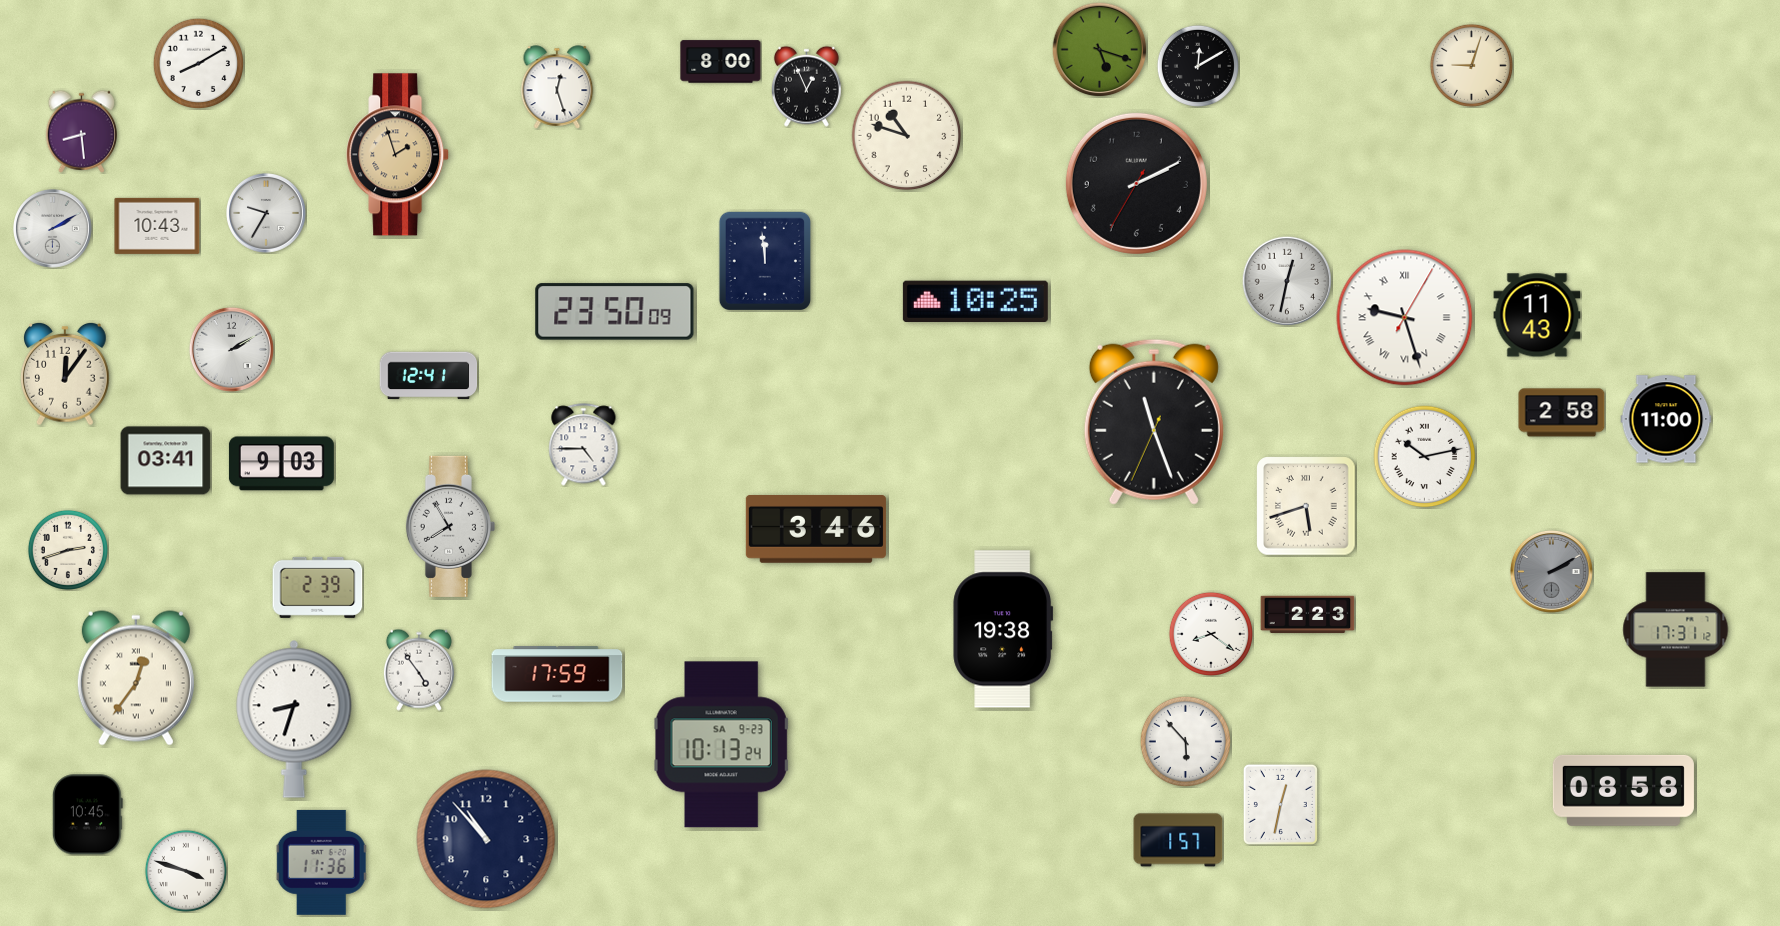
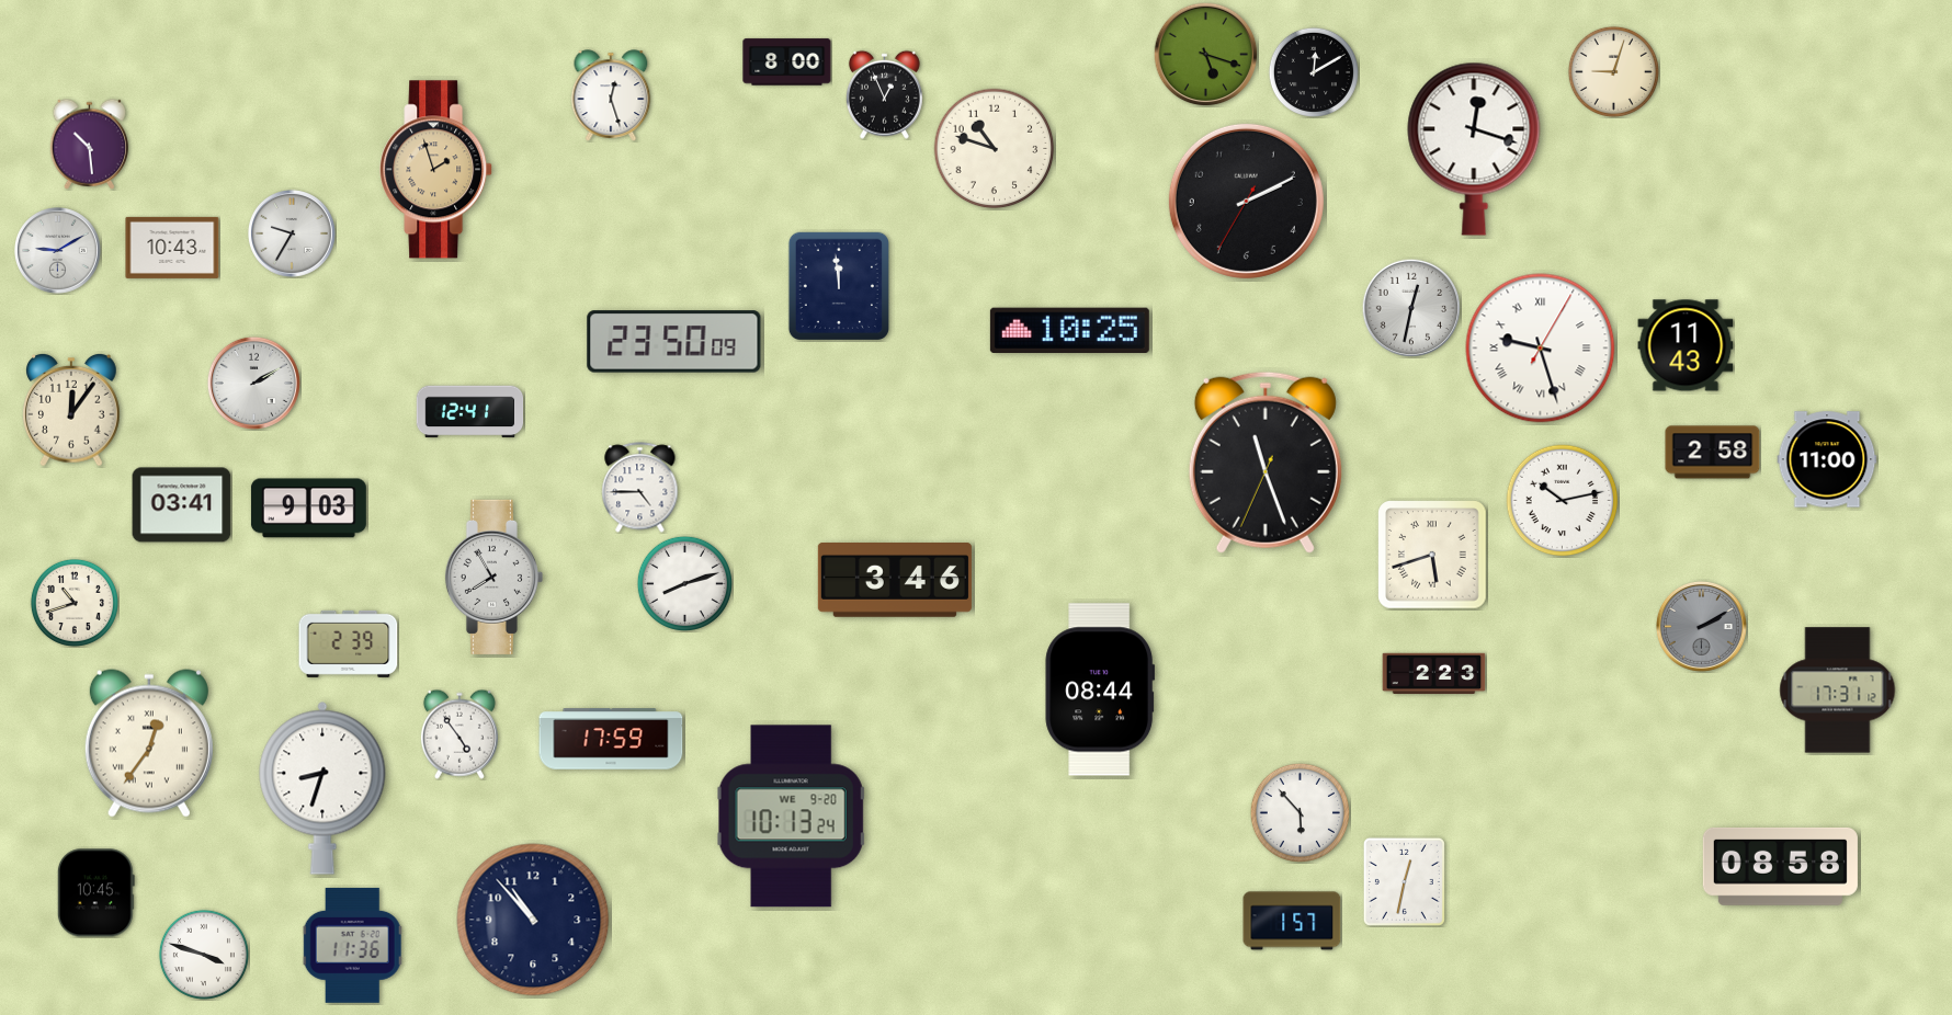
clock at (721, 62) position: (721, 62) -> (787, 62)
clock at (198, 63): 8:10 -> none
clock at (82, 131): 8:29 -> 10:29
clock at (1474, 149): none -> 12:18
clock at (53, 229): 2:10 -> 9:10
clock at (684, 583): none -> 8:12
clock at (68, 550): 2:42 -> 10:42
clock at (1003, 629): 19:38 -> 08:44
clock at (1211, 634): 8:21 -> none
clock at (722, 745) date: SA 9-23 -> WE 9-20
